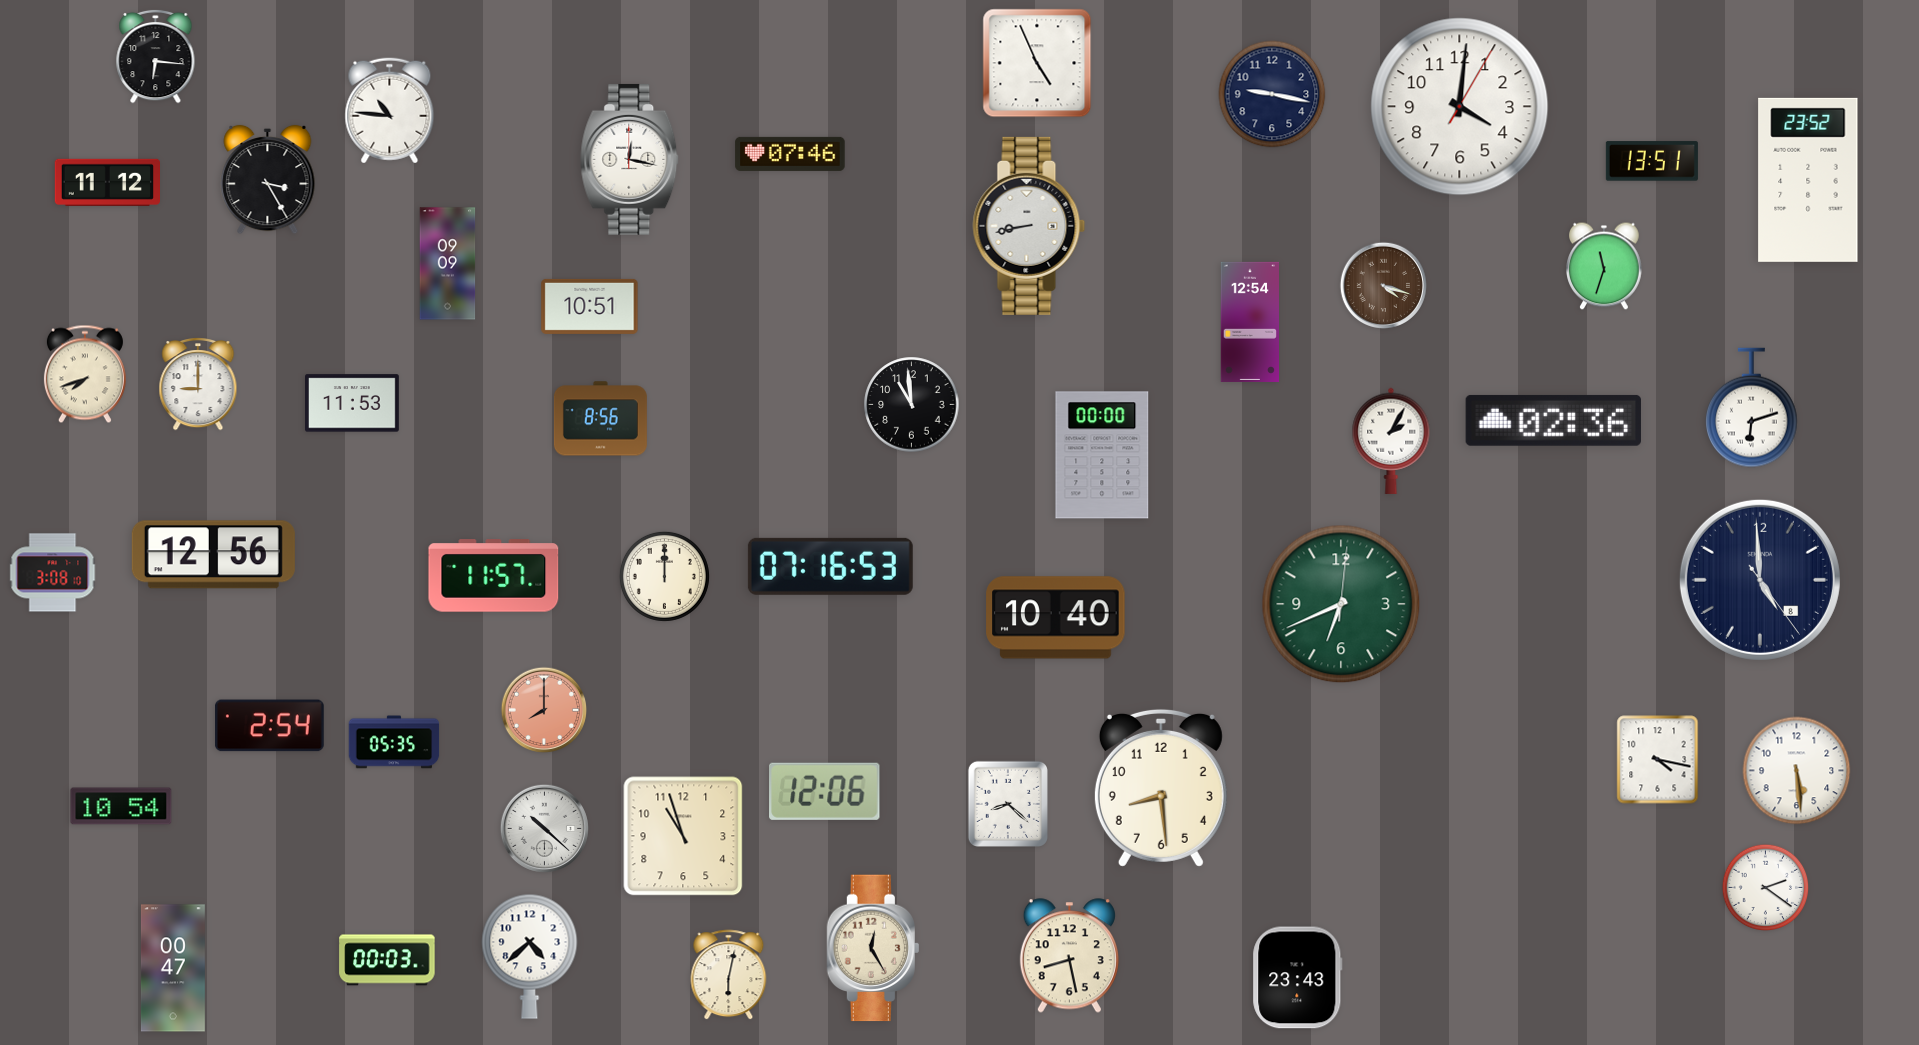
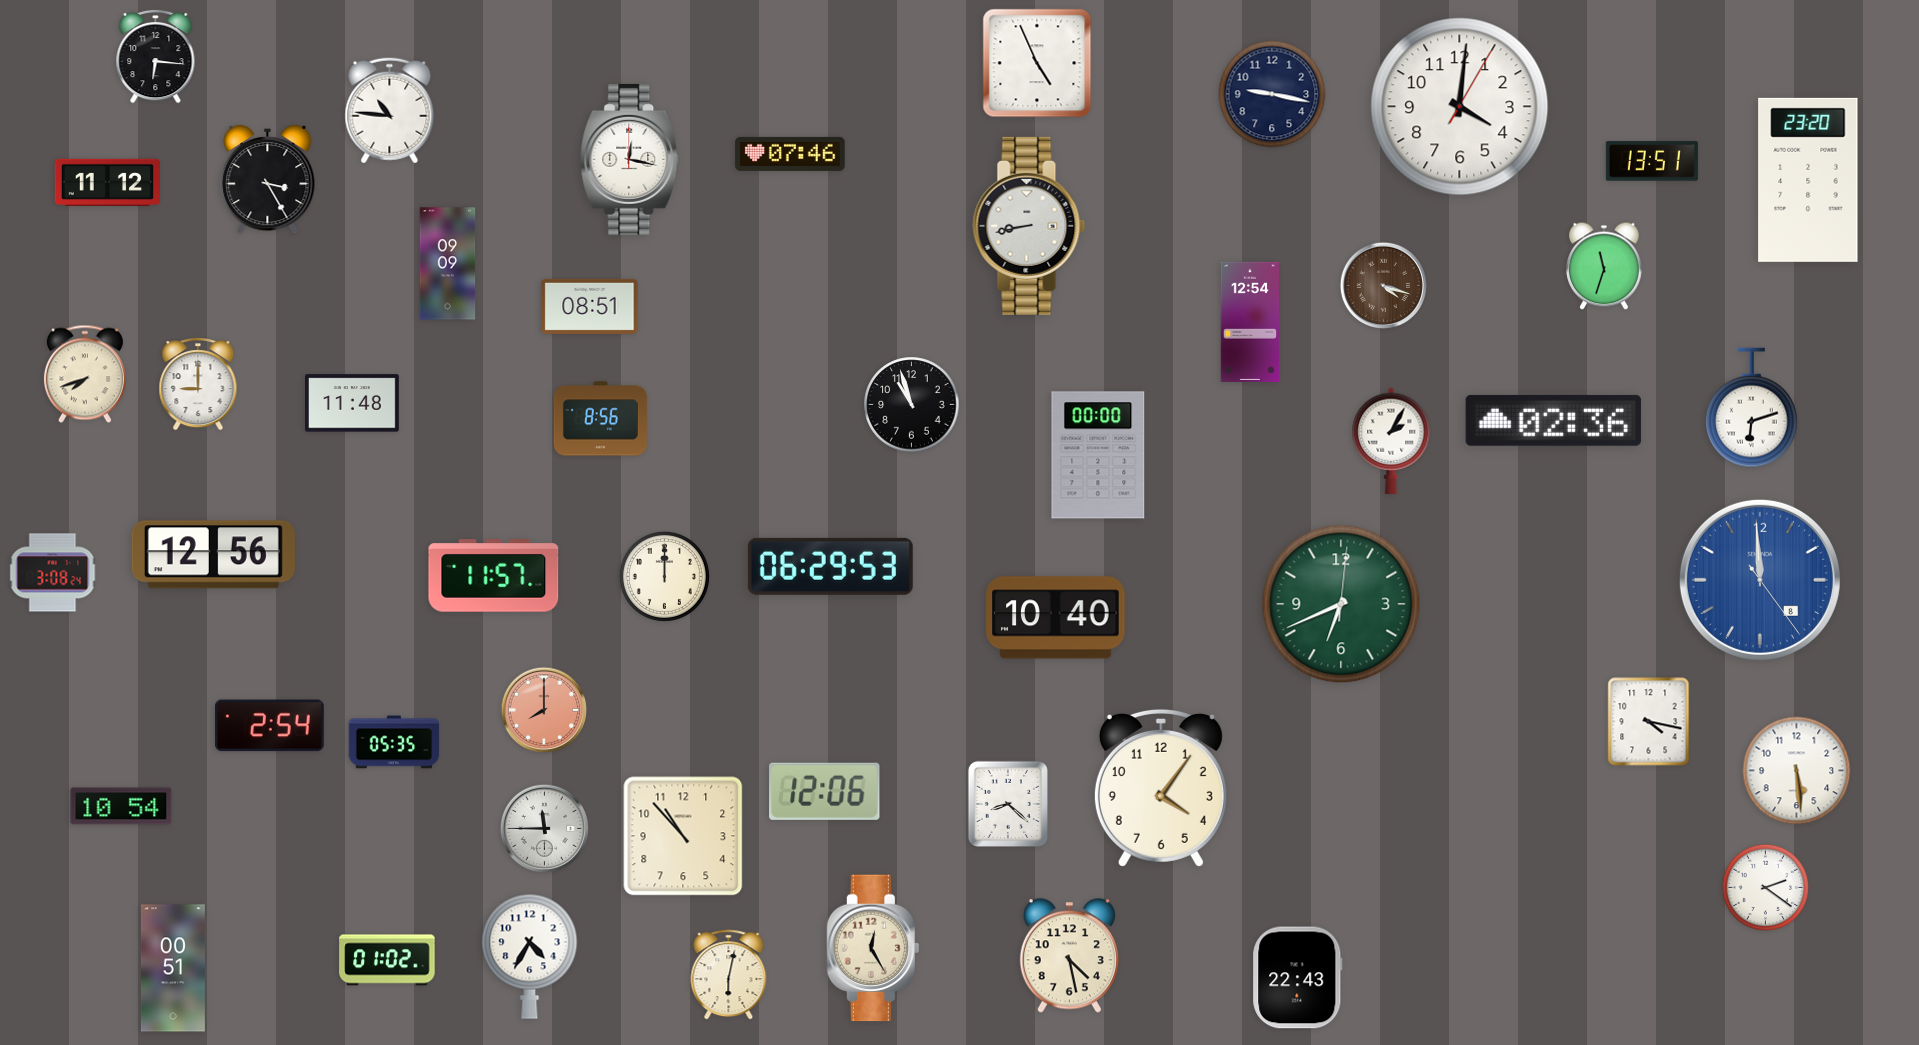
clock at (1808, 180): 23:52 -> 23:20
clock at (590, 306): 10:51 -> 08:51
clock at (353, 403): 11:53 -> 11:48
clock at (912, 405): 10:59 -> 10:57
clock at (1102, 455) position: (1102, 455) -> (1098, 455)
clock at (830, 566): 07:16 -> 06:29
clock at (53, 573): 3:08:10 -> 3:08:24
clock at (1760, 580): 4:59 -> 11:59
clock at (1760, 580) dial: navy -> blue
clock at (1658, 760) position: (1658, 760) -> (1649, 722)
clock at (1161, 788): 8:29 -> 4:06
clock at (544, 828): 10:22 -> 11:45
clock at (683, 836): 10:57 -> 10:53
clock at (530, 956): 4:38 -> 4:35
clock at (1069, 956): 8:28 -> 4:28
clock at (387, 960): 00:03 -> 01:02
clock at (173, 968): 00:47 -> 00:51
clock at (1298, 978): 23:43 -> 22:43
